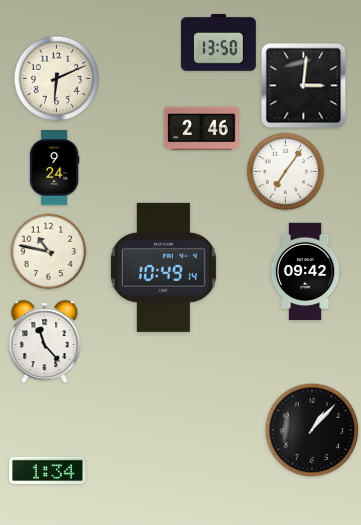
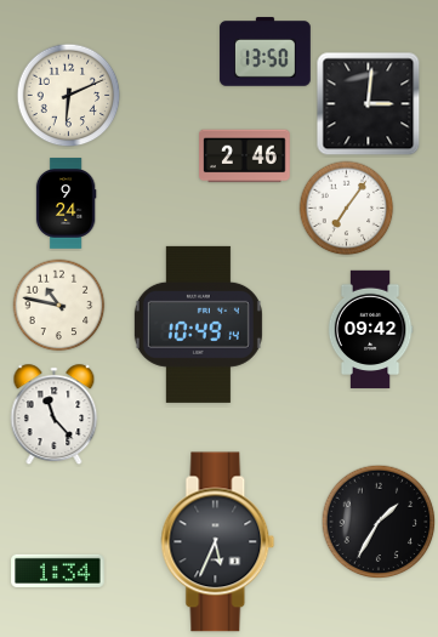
clock at (312, 430): 1:07 -> 1:35
clock at (218, 542): none -> 5:34
